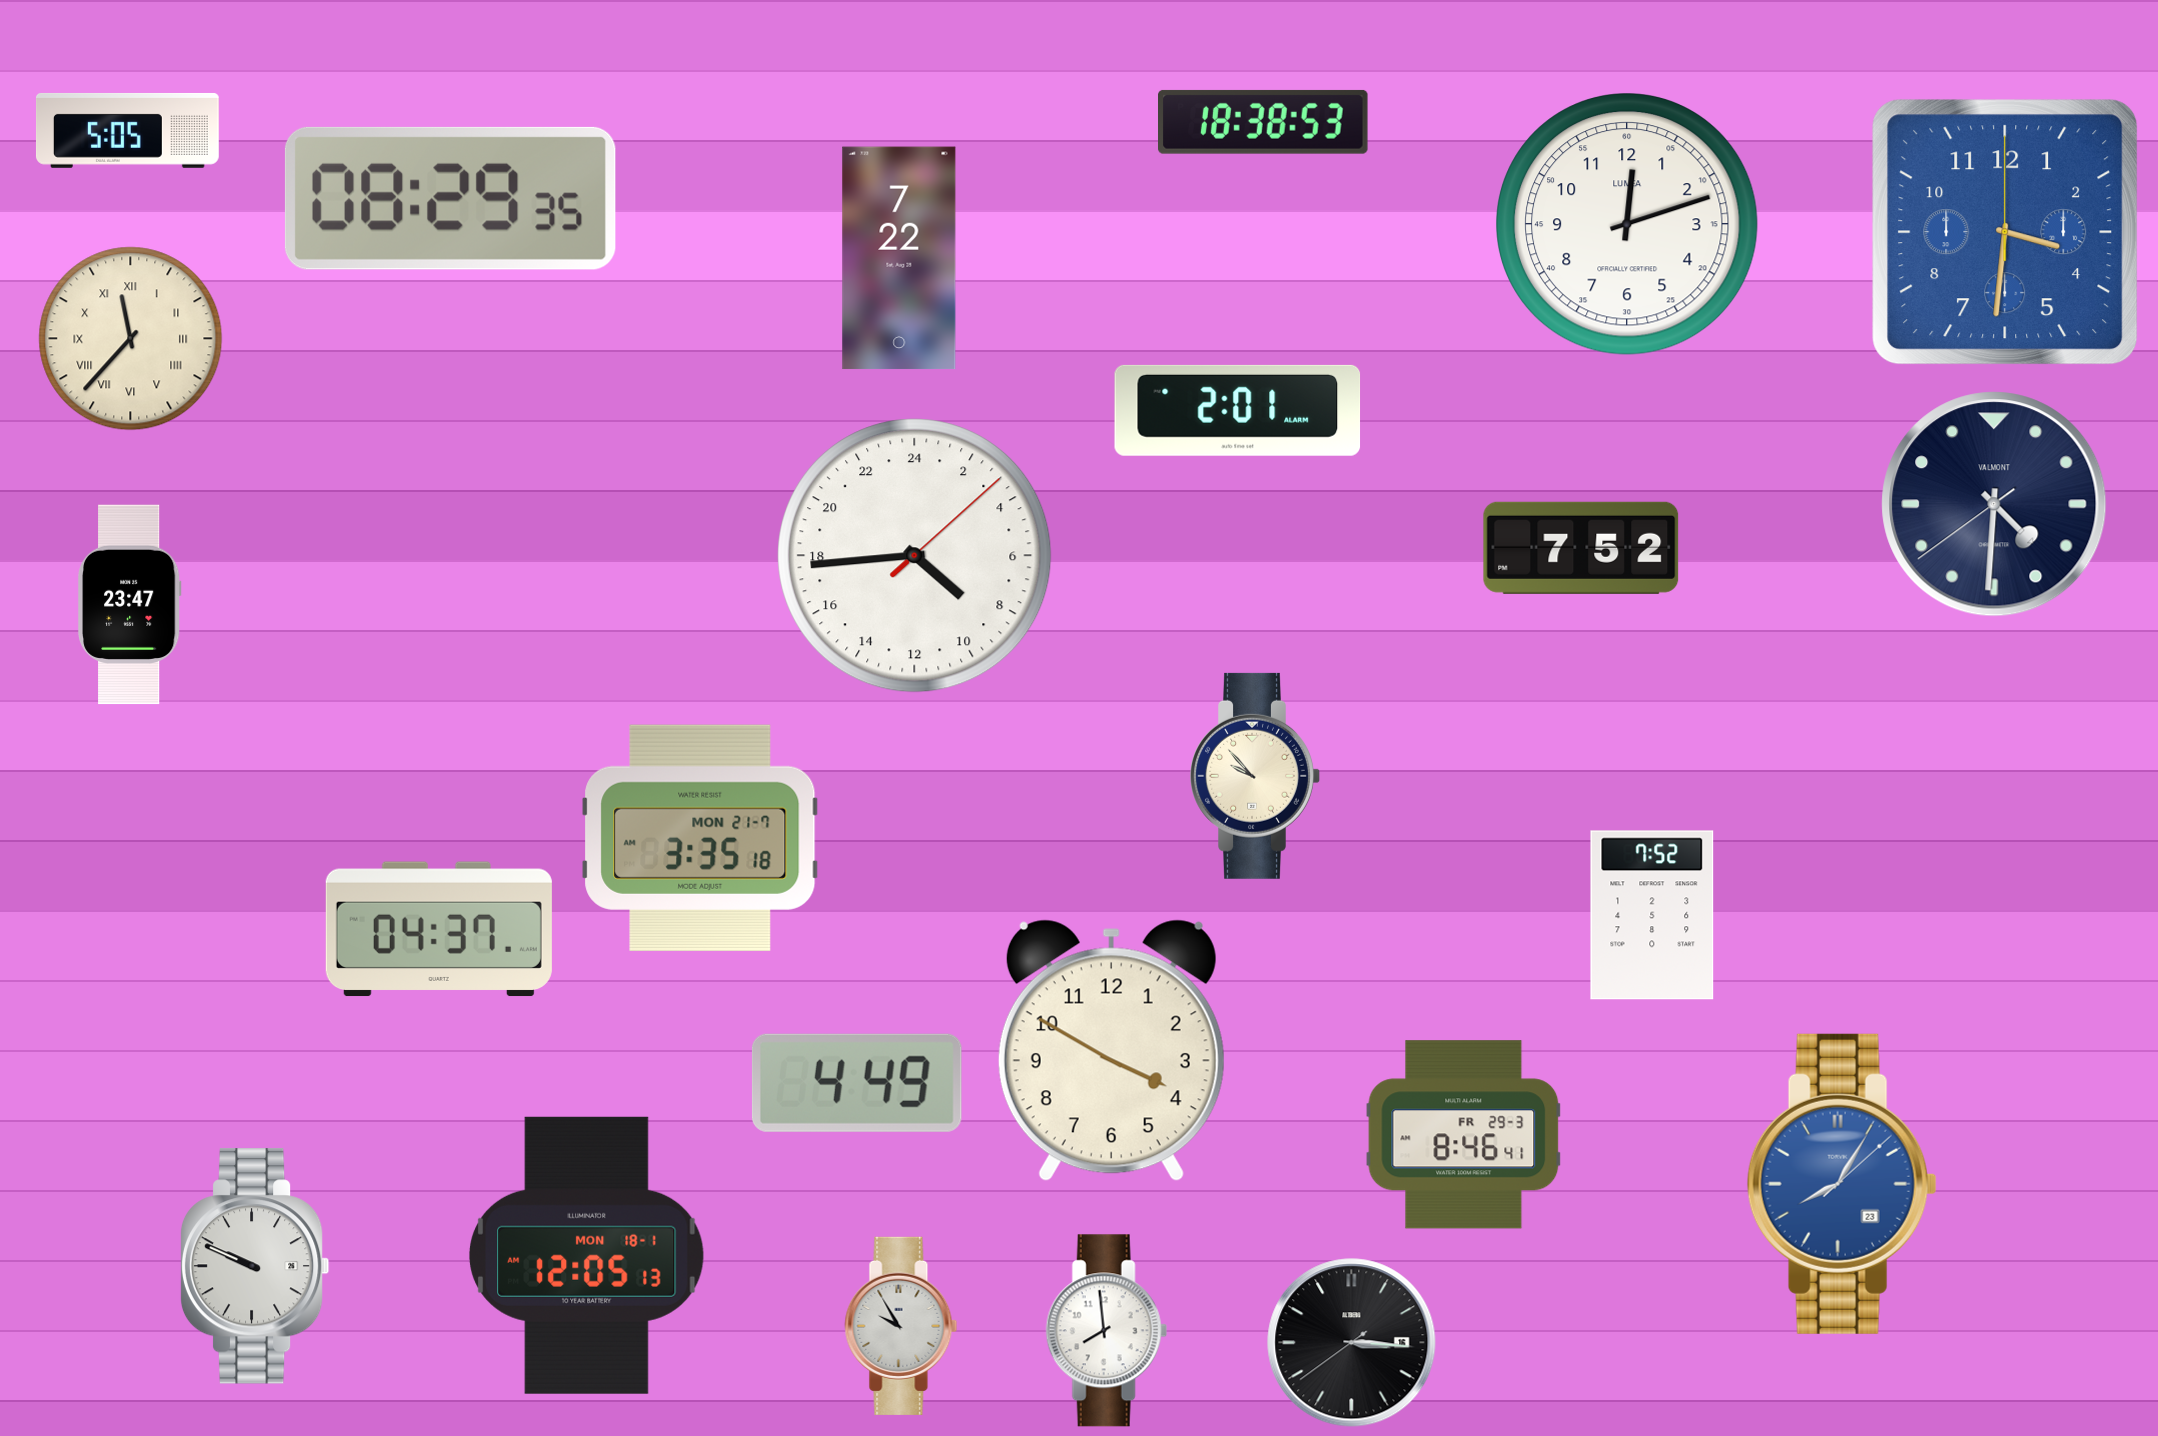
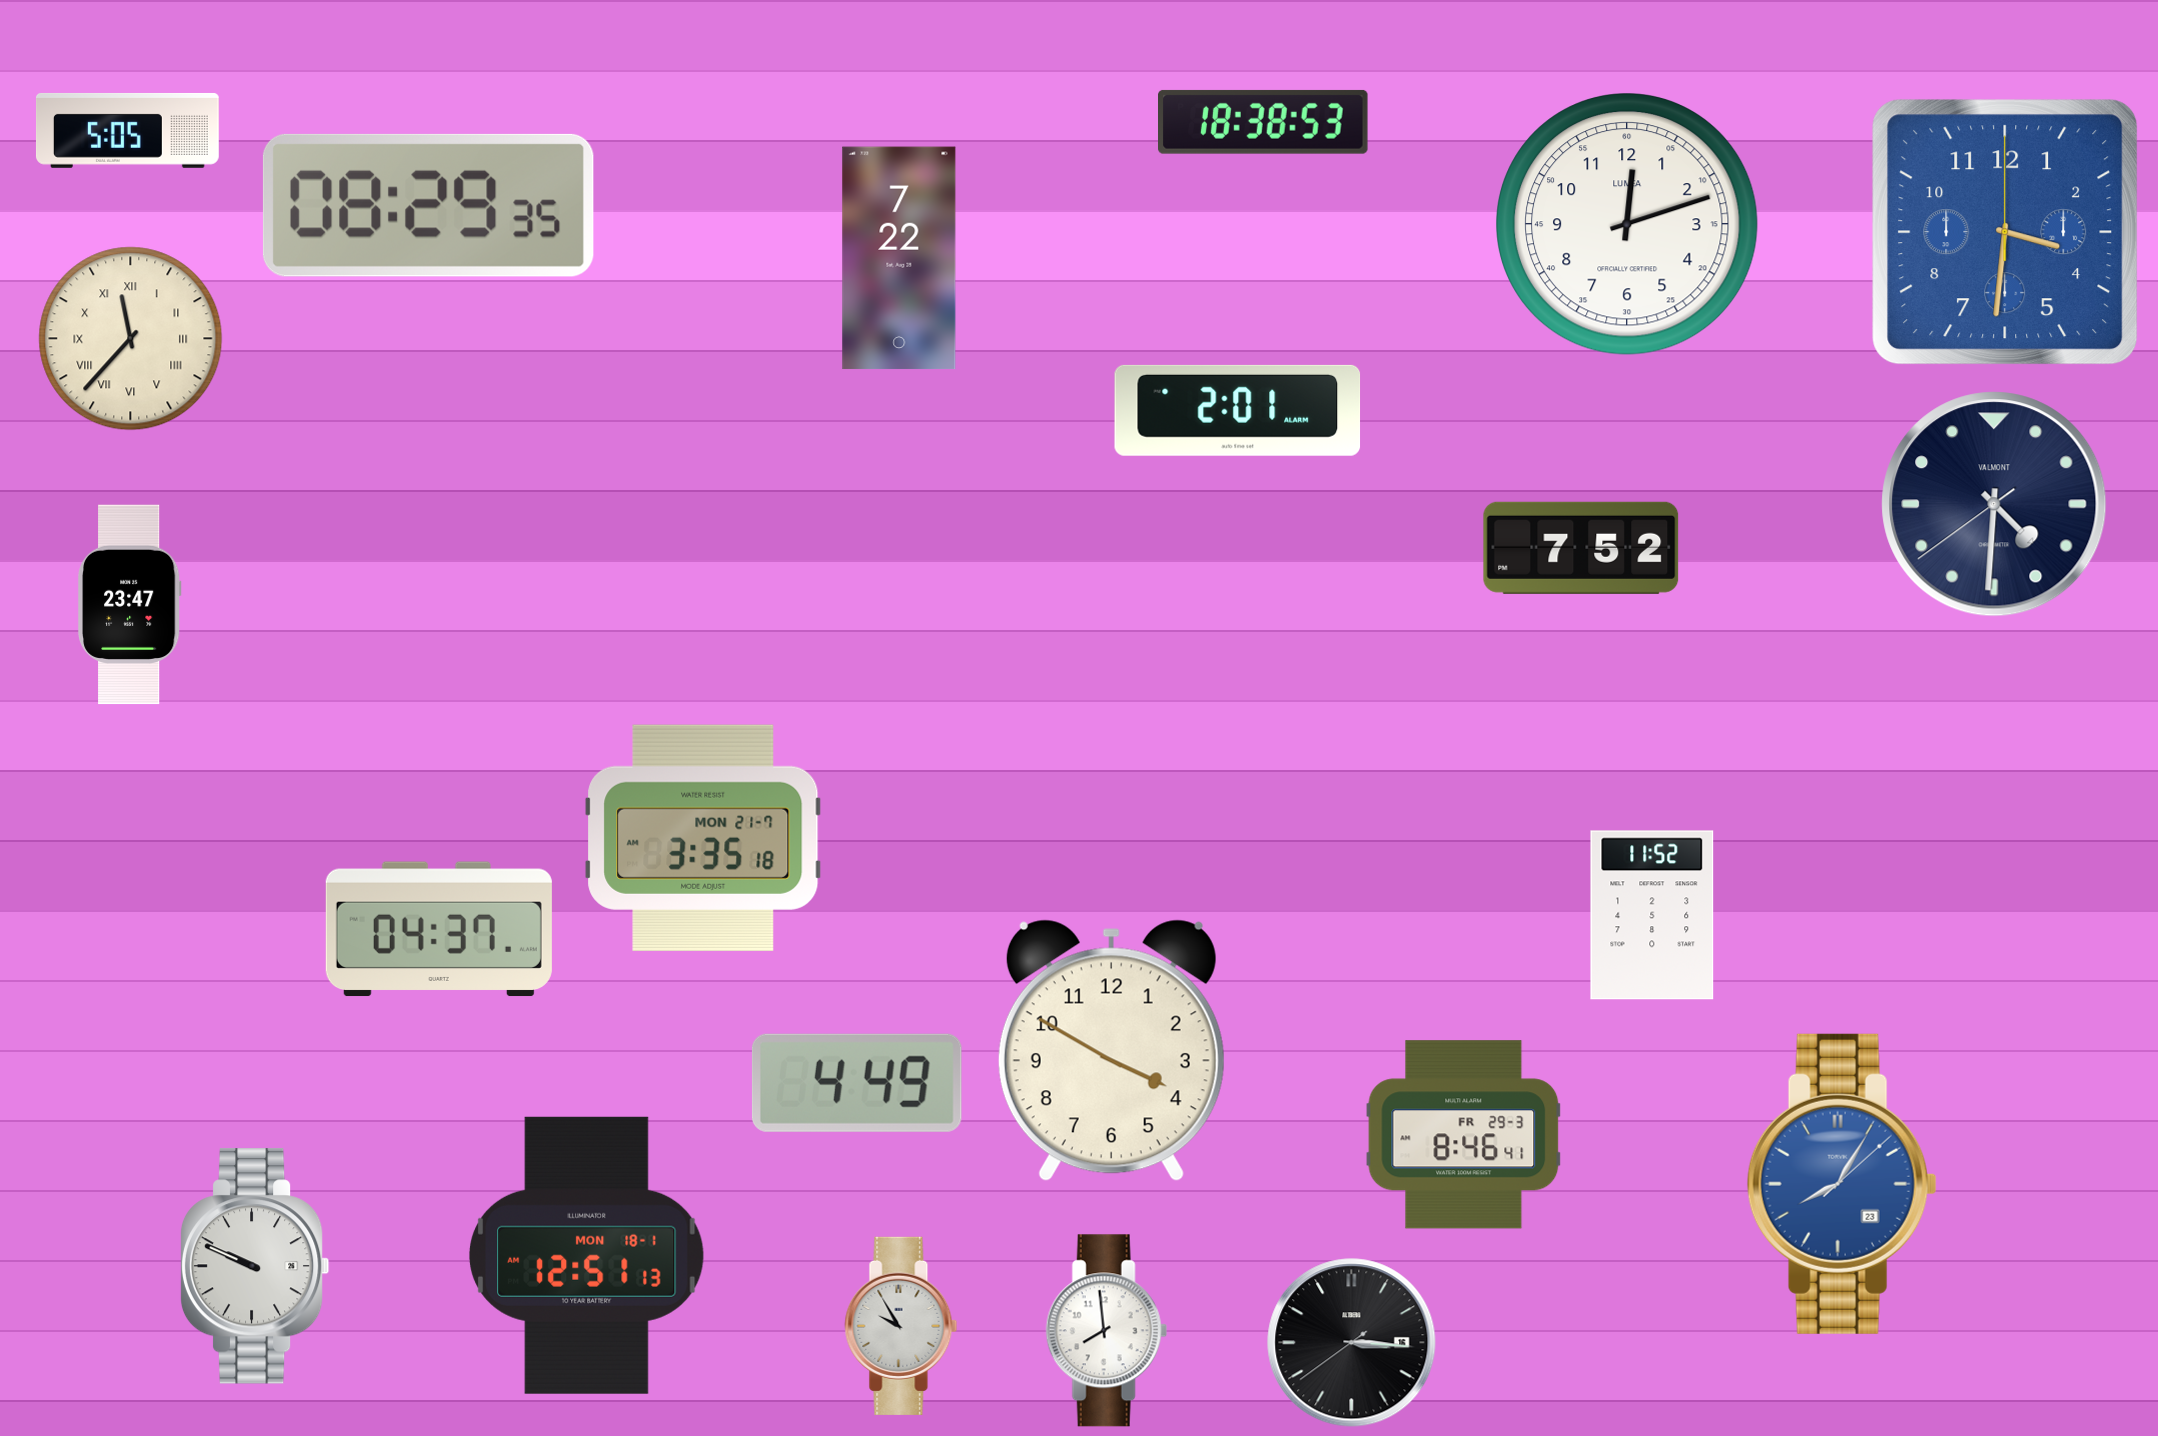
clock at (450, 198) position: (450, 198) -> (428, 205)
clock at (915, 556): 8:44 -> none
clock at (1255, 776): 9:53 -> none
clock at (700, 838) position: (700, 838) -> (703, 838)
clock at (1652, 915): 7:52 -> 11:52
clock at (587, 1255): 12:05 -> 12:51
